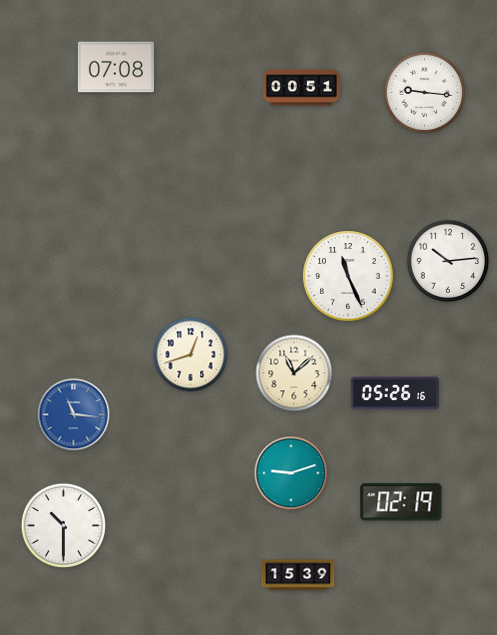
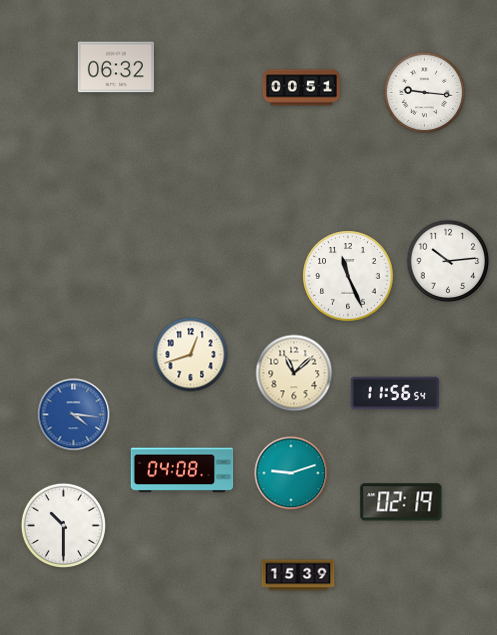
clock at (116, 67): 07:08 -> 06:32
clock at (395, 393): 05:26 -> 11:56
clock at (74, 415): 11:16 -> 4:16
clock at (182, 470): none -> 04:08
